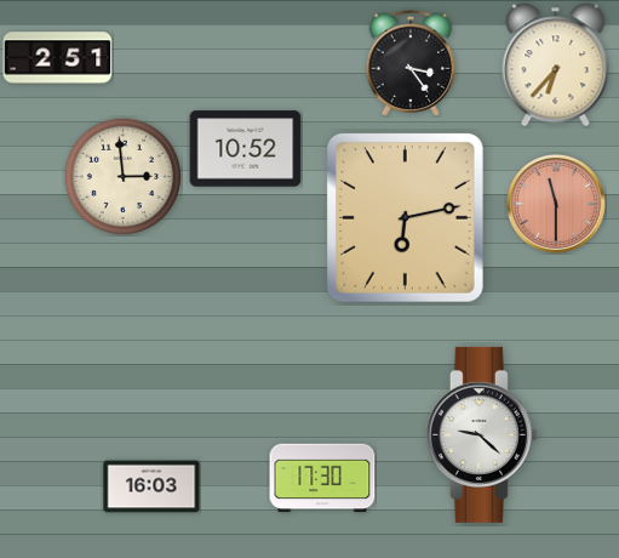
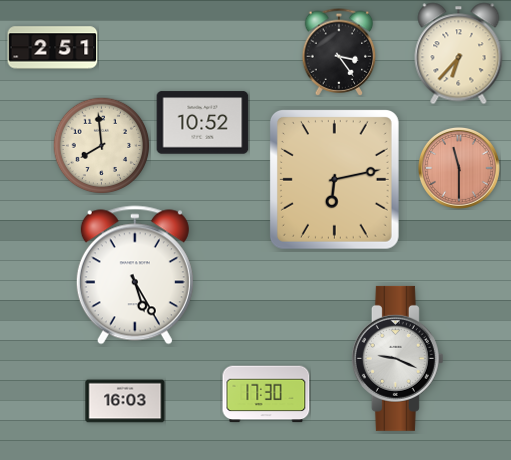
clock at (58, 58) position: (58, 58) -> (53, 48)
clock at (122, 176): 2:59 -> 7:59
clock at (135, 275): none -> 5:25
clock at (481, 434): 9:22 -> 9:19
